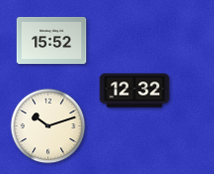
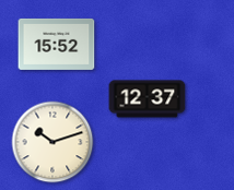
clock at (135, 91): 12:32 -> 12:37
clock at (48, 126) position: (48, 126) -> (52, 142)
